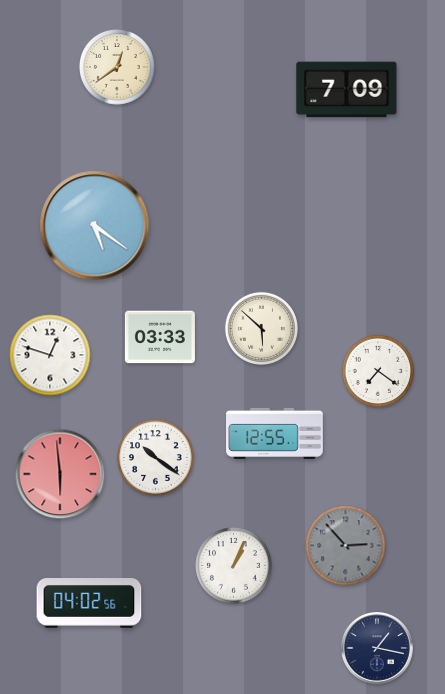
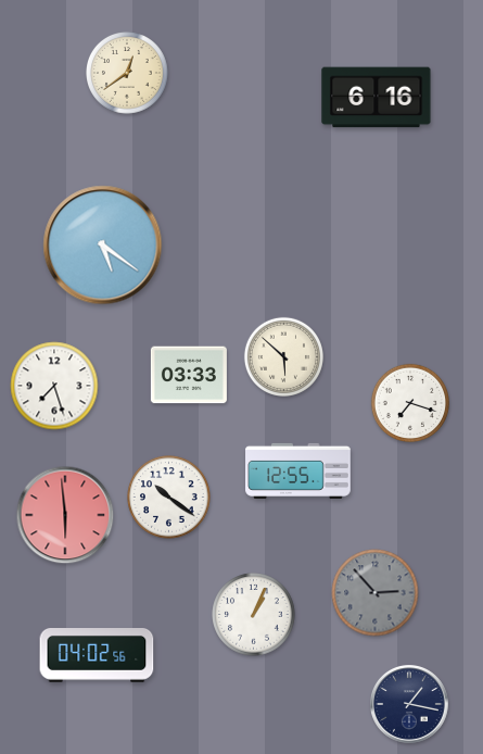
clock at (347, 90): 7:09 -> 6:16
clock at (160, 337) position: (160, 337) -> (189, 375)
clock at (50, 355): 12:48 -> 7:27
clock at (378, 371): 7:21 -> 7:18
